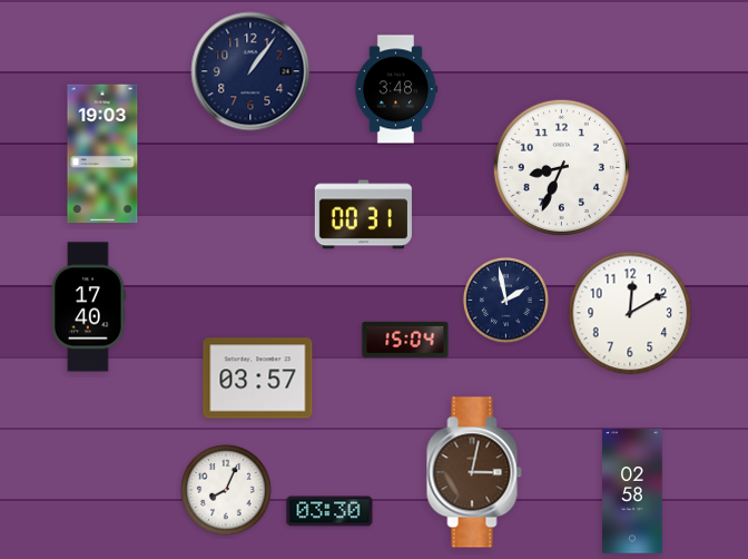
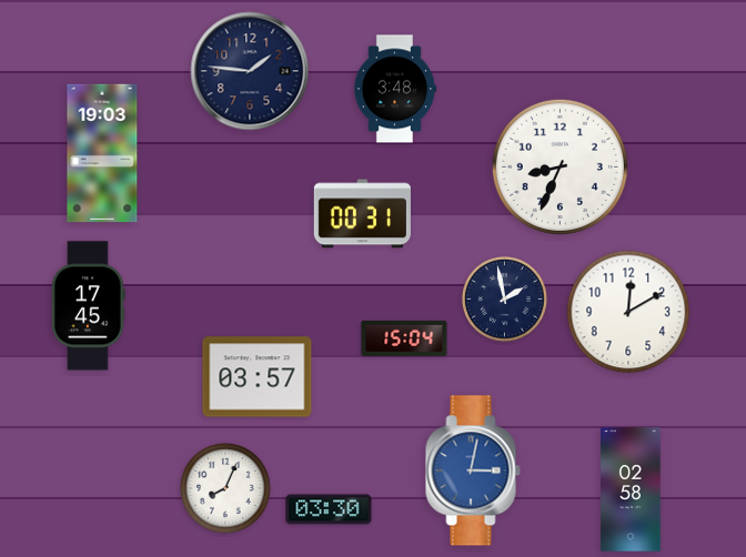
clock at (250, 71): 1:06 -> 1:46
clock at (89, 307): 17:40 -> 17:45
clock at (474, 472) dial: brown -> blue
